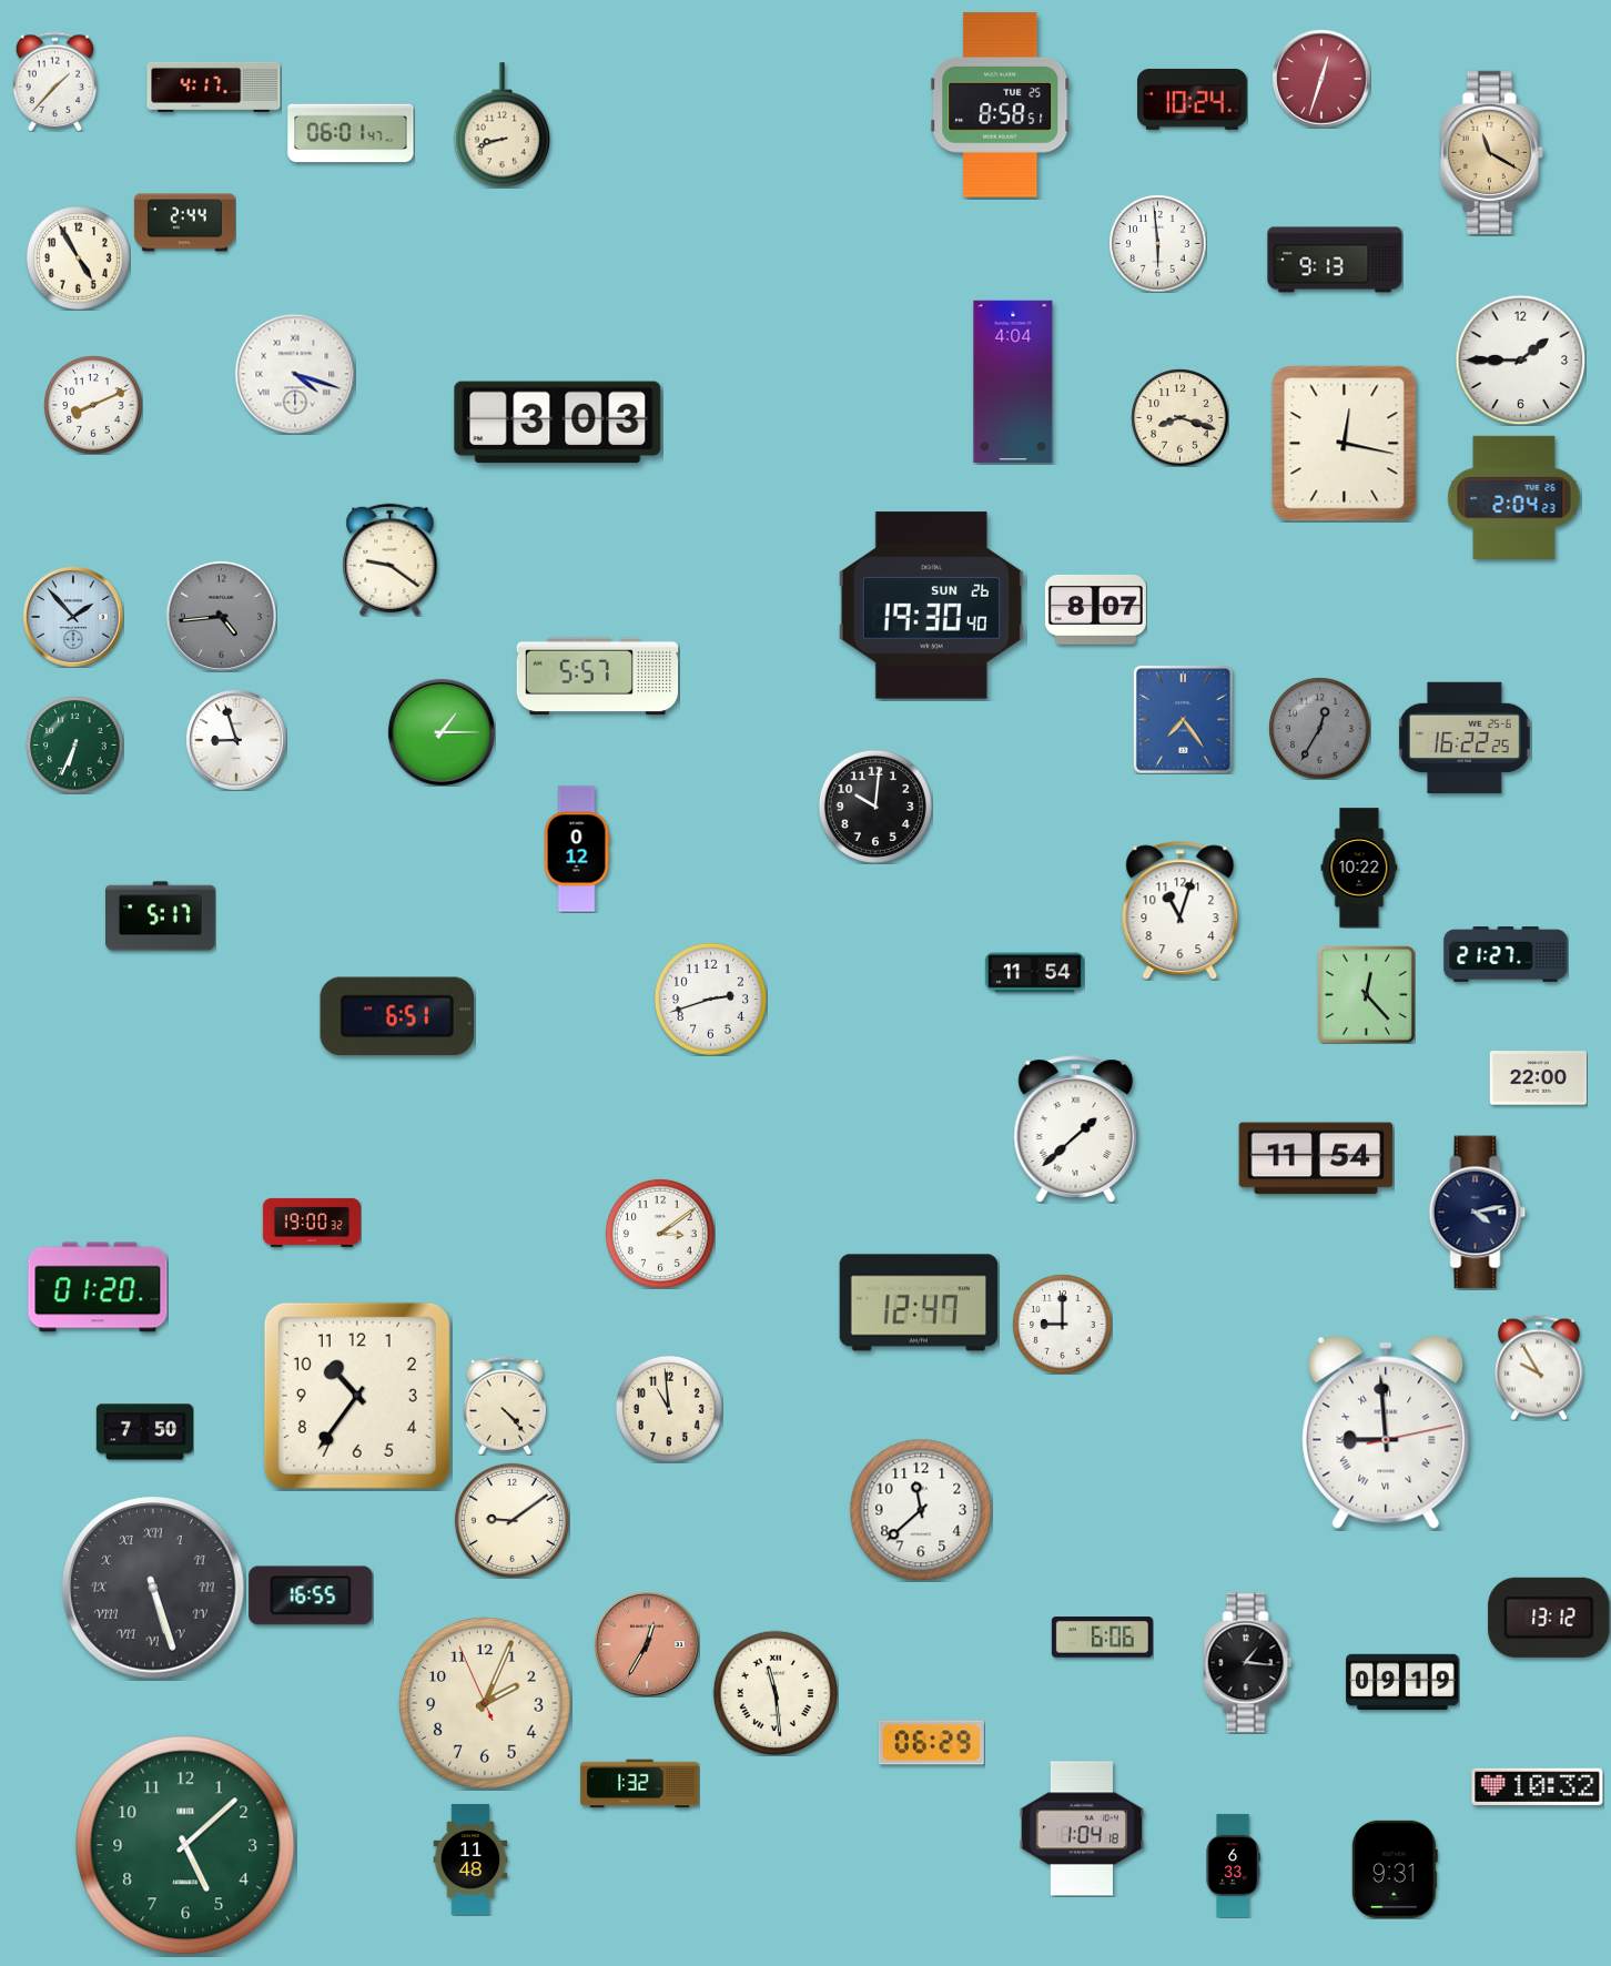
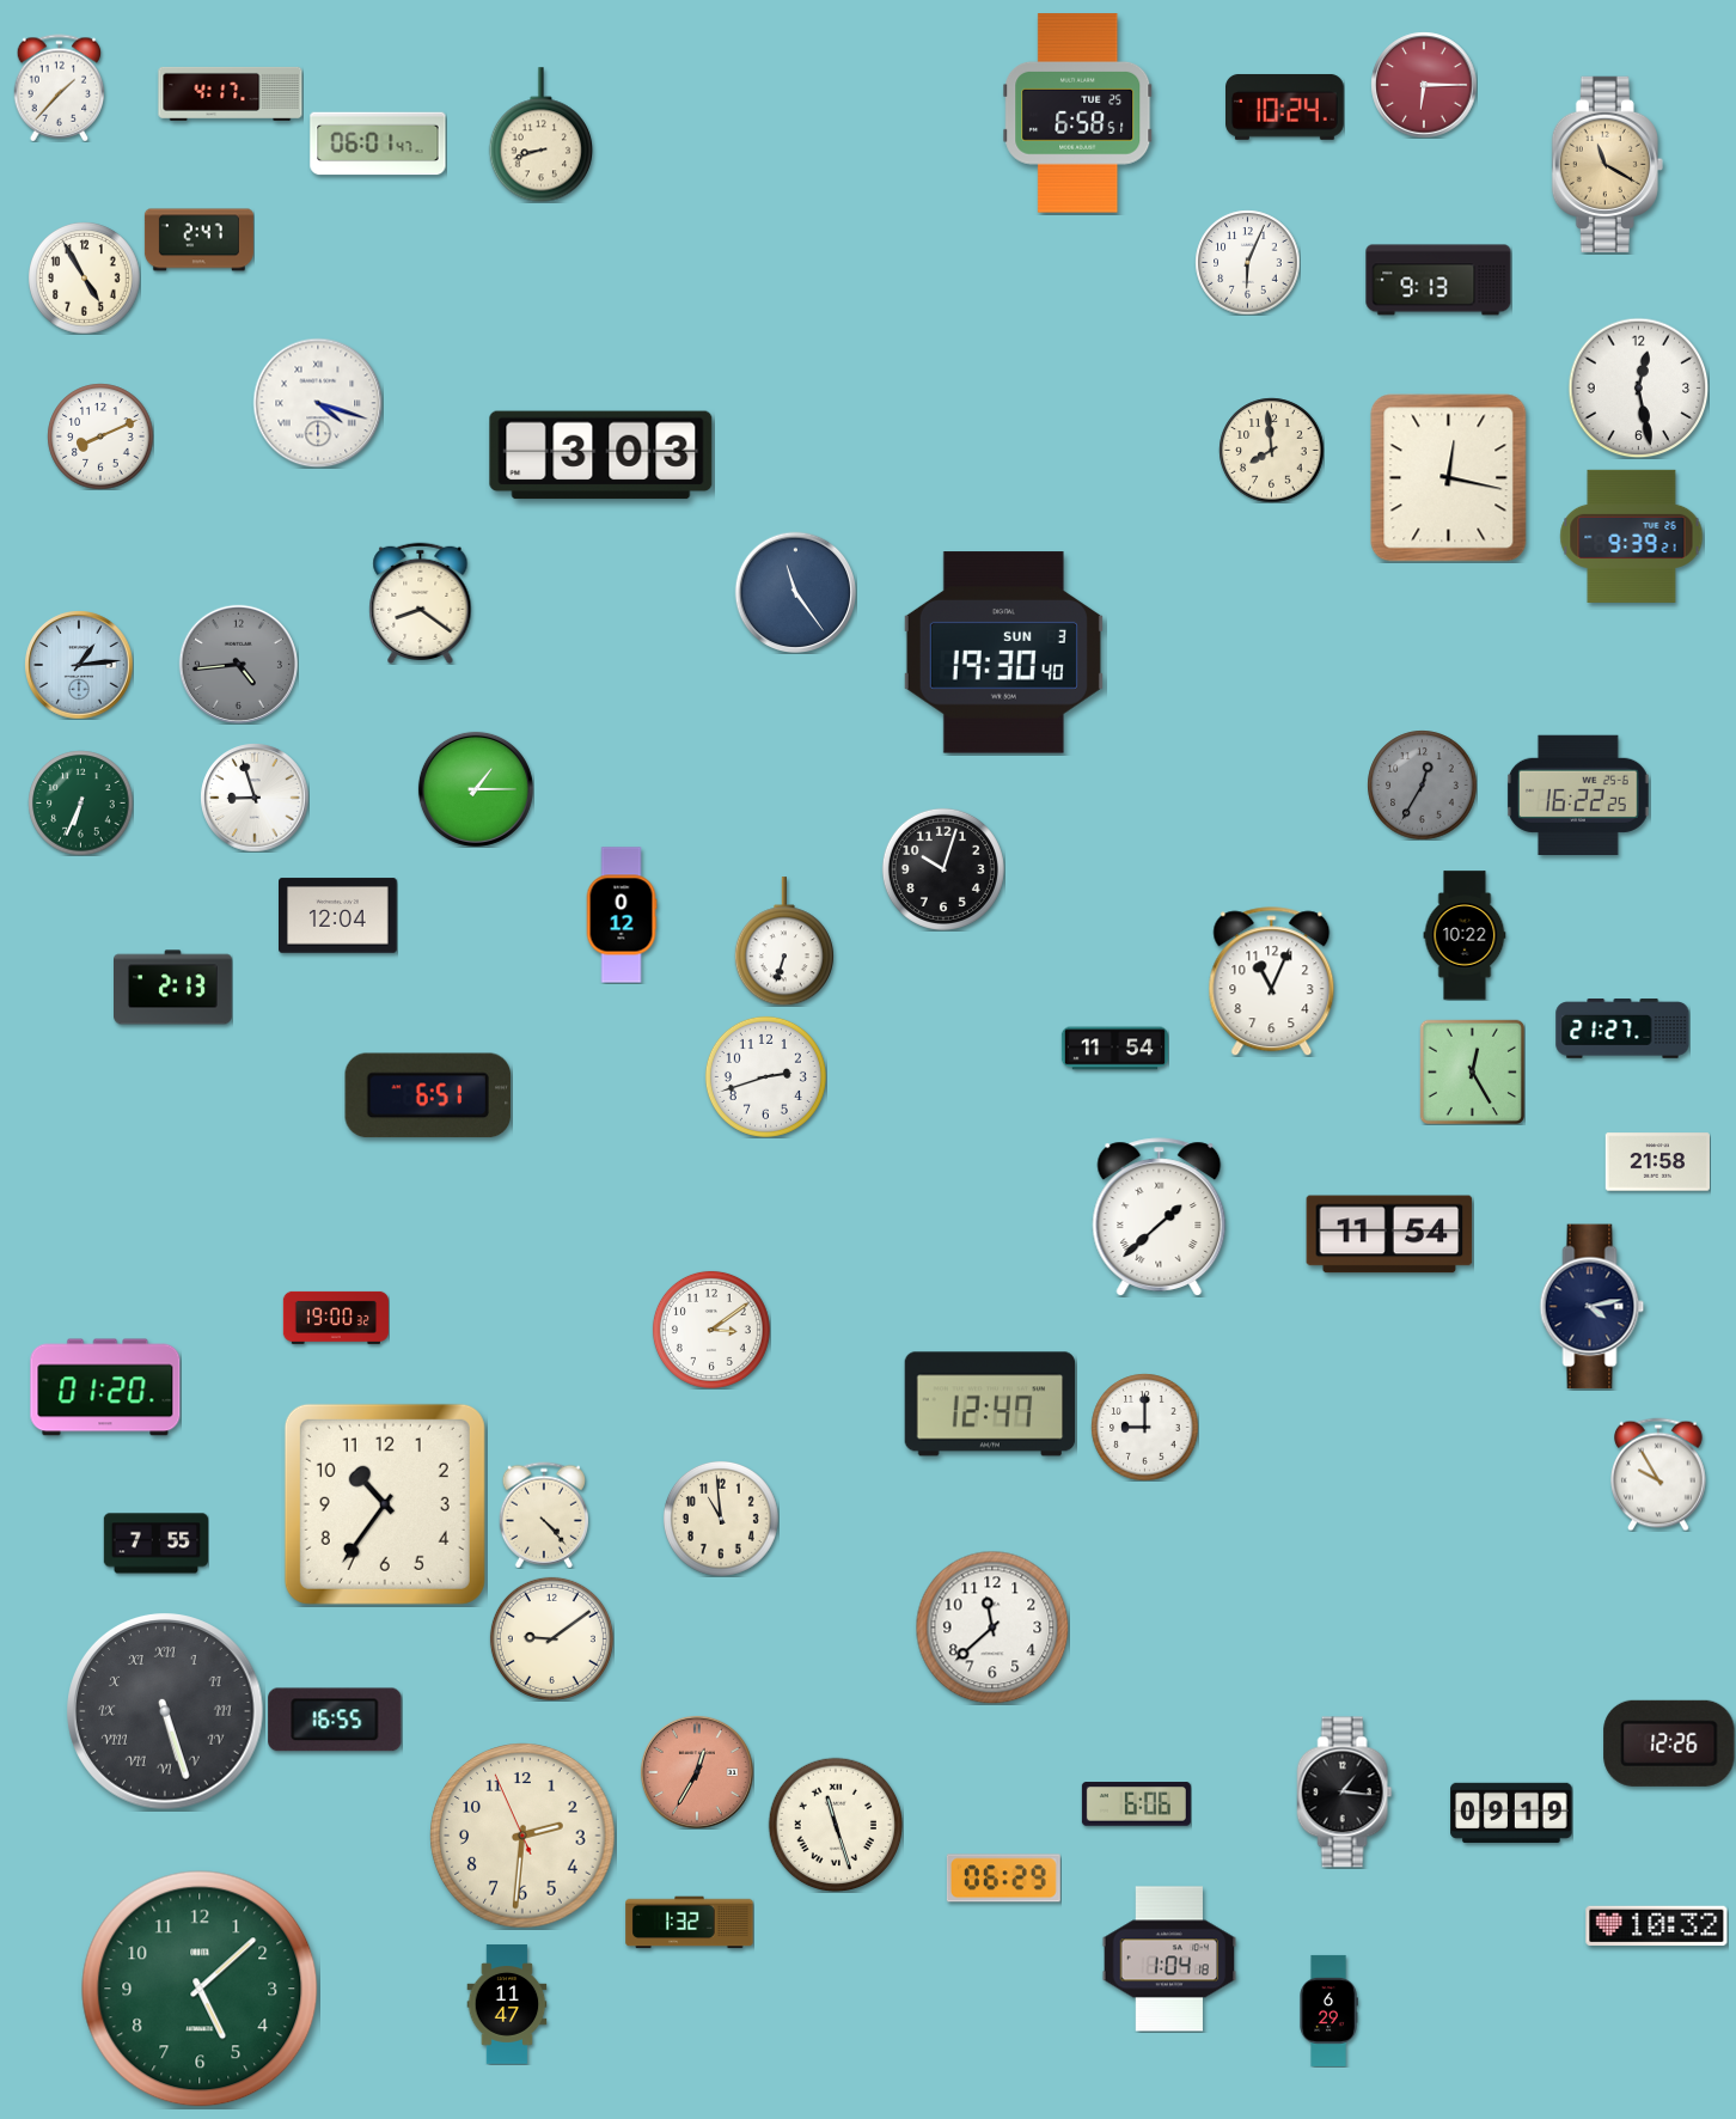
clock at (1321, 79): 12:33 -> 6:15
clock at (1001, 105): 8:58 -> 6:58
clock at (184, 223): 2:44 -> 2:47
clock at (1157, 243): 5:59 -> 6:04
clock at (1520, 359): 1:45 -> 12:28
clock at (1013, 381): 4:04 -> none
clock at (1179, 417): 8:18 -> 7:59
clock at (1514, 497): 2:04 -> 9:39
clock at (795, 592): none -> 11:24
clock at (391, 559): 9:21 -> 8:21
clock at (931, 606) date: SUN 26 -> SUN 3
clock at (1095, 609): 8:07 -> none
clock at (73, 617): 1:53 -> 1:14
clock at (598, 677): 5:57 -> none
clock at (1183, 720): 7:24 -> none
clock at (875, 807): 10:01 -> 10:03
clock at (338, 916): none -> 12:04
clock at (784, 941): none -> 6:33
clock at (1181, 911): 11:03 -> 11:04
clock at (161, 916): 5:17 -> 2:13
clock at (1366, 994): 12:23 -> 12:25
clock at (1538, 1078): 22:00 -> 21:58
clock at (1316, 1158) position: (1316, 1158) -> (1389, 1234)
clock at (144, 1432): 7:50 -> 7:55
clock at (1386, 1432): 8:59 -> none
clock at (1549, 1618): 13:12 -> 12:26
clock at (1102, 1638) position: (1102, 1638) -> (1136, 1804)
clock at (776, 1693): 11:29 -> 11:27
clock at (485, 1703): 2:03 -> 2:30
clock at (1082, 1828) position: (1082, 1828) -> (1169, 1959)
clock at (470, 1859): 11:48 -> 11:47
clock at (1233, 1865): 6:33 -> 6:29
clock at (1395, 1869): 9:31 -> none
